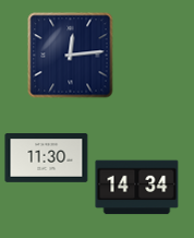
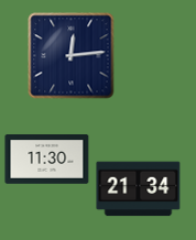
clock at (137, 188): 14:34 -> 21:34
